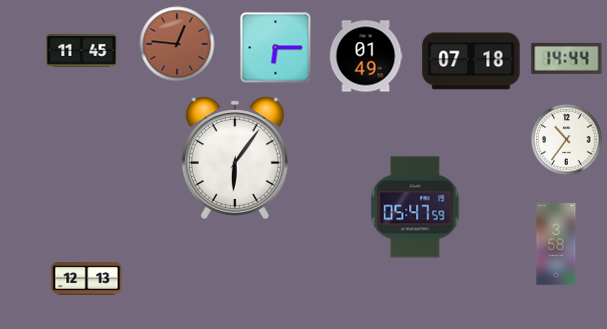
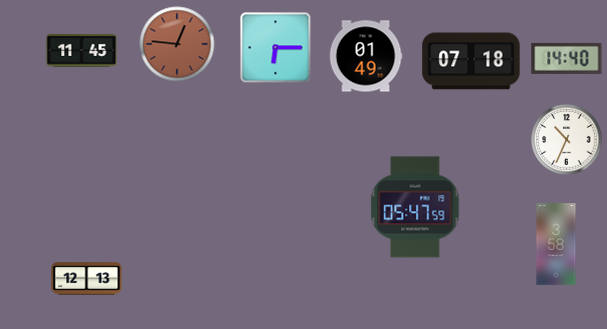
clock at (567, 58): 14:44 -> 14:40
clock at (567, 140): 10:36 -> 10:34
clock at (235, 158): 6:06 -> none
